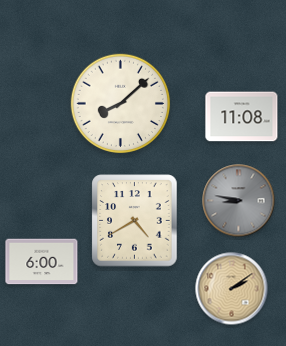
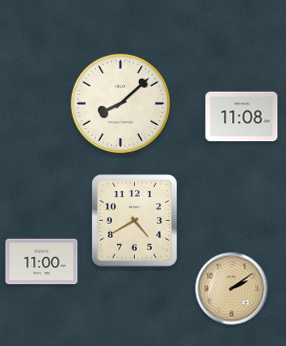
clock at (239, 201): 8:47 -> none
clock at (42, 262): 6:00 -> 11:00
